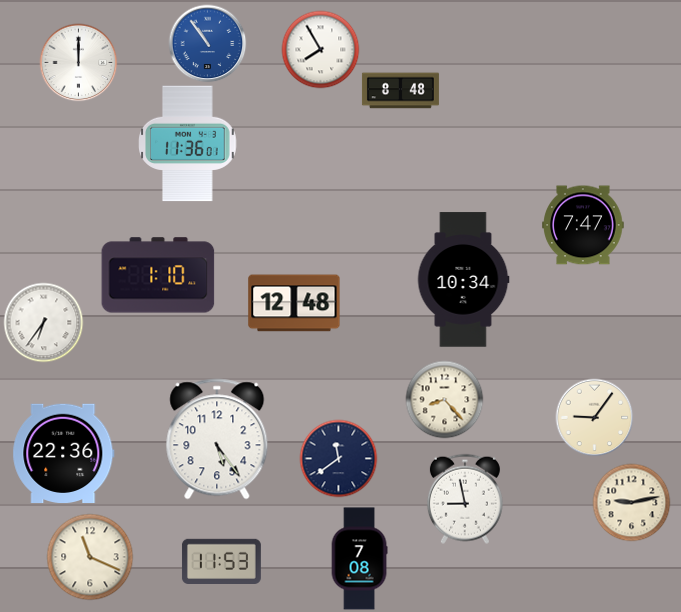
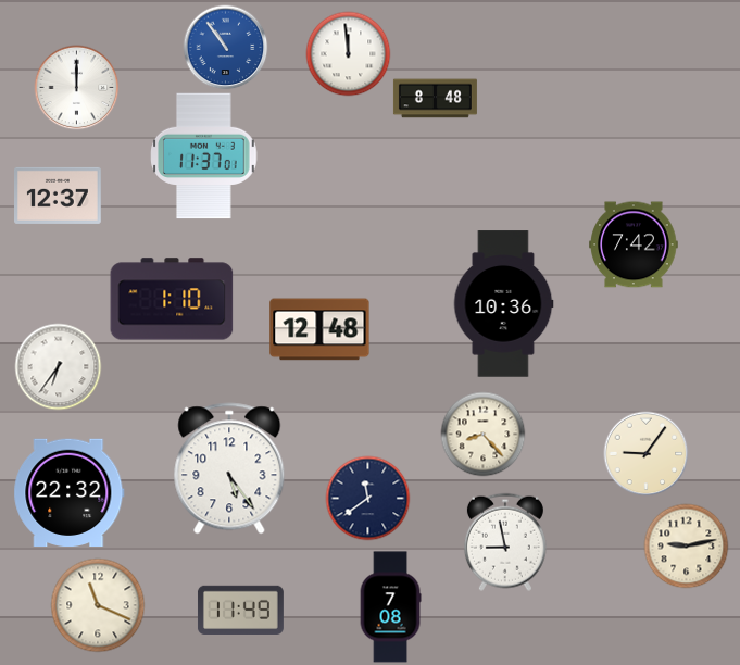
clock at (320, 49): 7:55 -> 11:59
clock at (78, 62) position: (78, 62) -> (76, 87)
clock at (188, 144): 11:36 -> 11:37
clock at (59, 196): none -> 12:37
clock at (583, 225): 7:47 -> 7:42
clock at (463, 280): 10:34 -> 10:36
clock at (43, 322) position: (43, 322) -> (58, 366)
clock at (217, 439) position: (217, 439) -> (229, 468)
clock at (64, 453): 22:36 -> 22:32
clock at (221, 561): 11:53 -> 11:49
